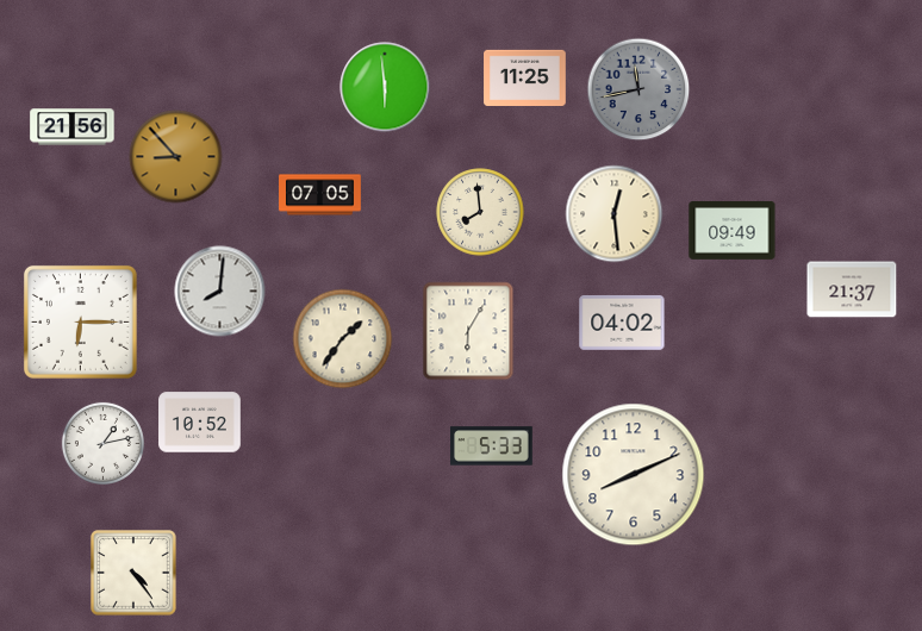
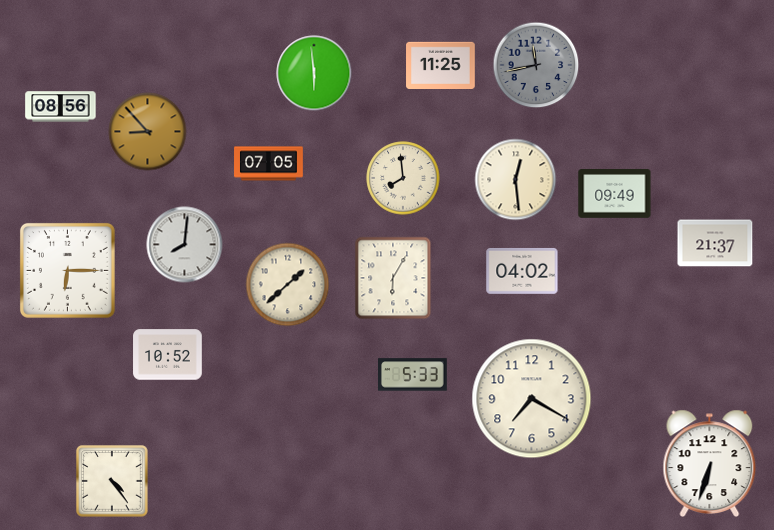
clock at (385, 87) position: (385, 87) -> (314, 73)
clock at (638, 89) position: (638, 89) -> (536, 65)
clock at (73, 127): 21:56 -> 08:56
clock at (343, 339): 1:36 -> 1:38
clock at (102, 443): 1:13 -> none
clock at (634, 475): 8:11 -> 7:20
clock at (710, 463): none -> 6:33
